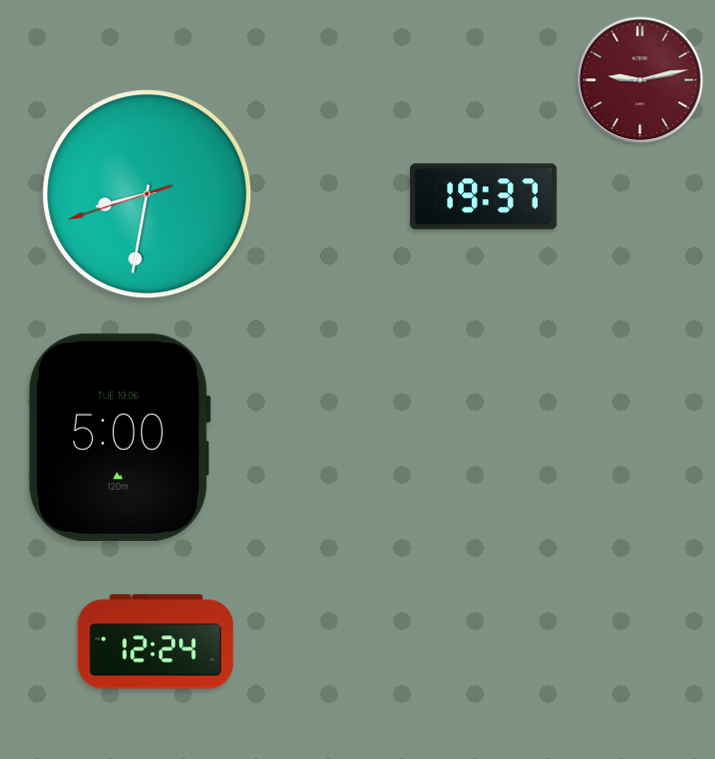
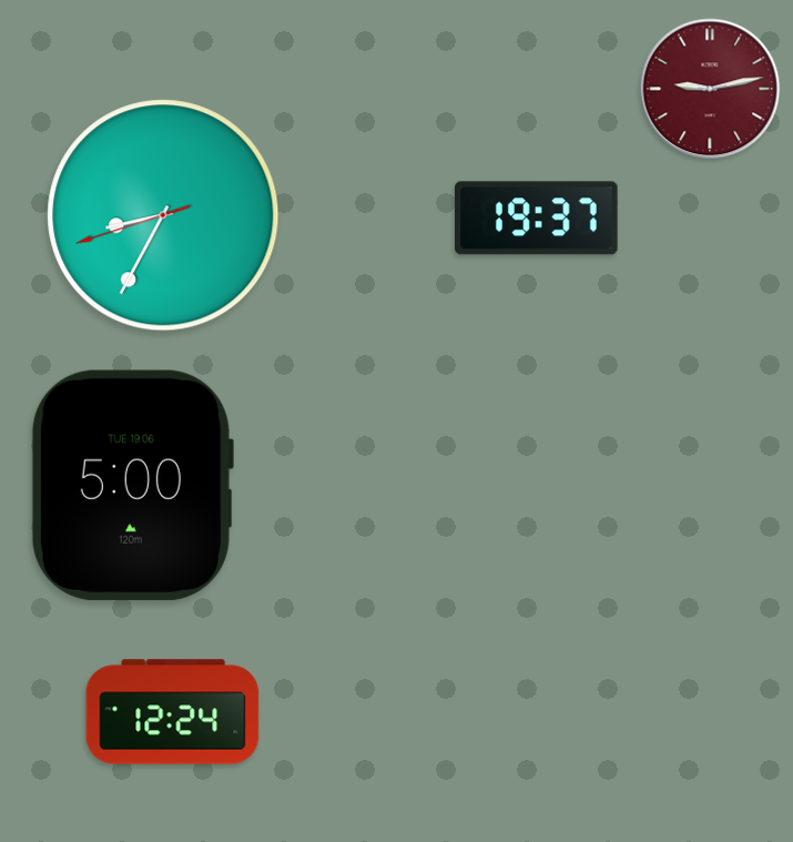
clock at (147, 194): 8:31 -> 8:34
